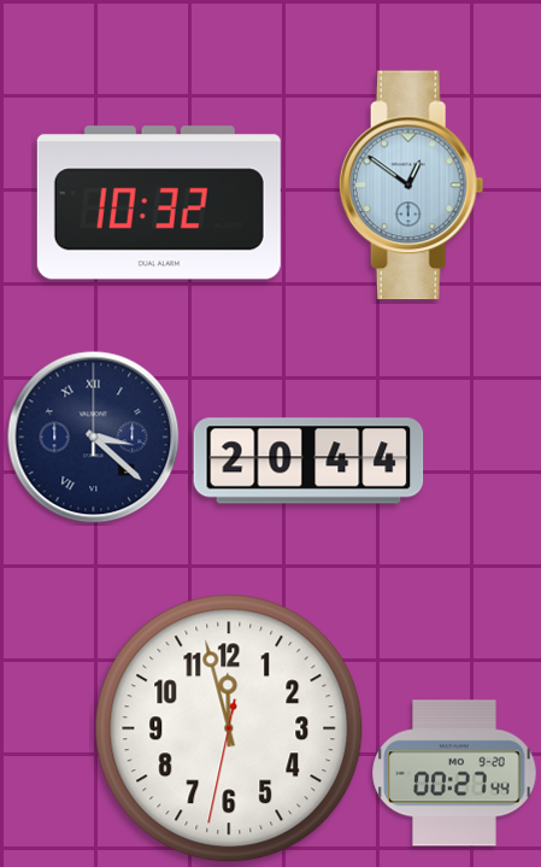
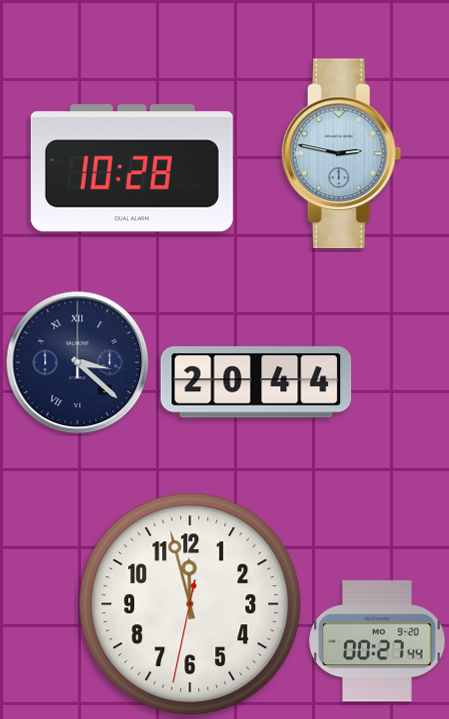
clock at (411, 186): 12:51 -> 2:47
clock at (159, 203): 10:32 -> 10:28
